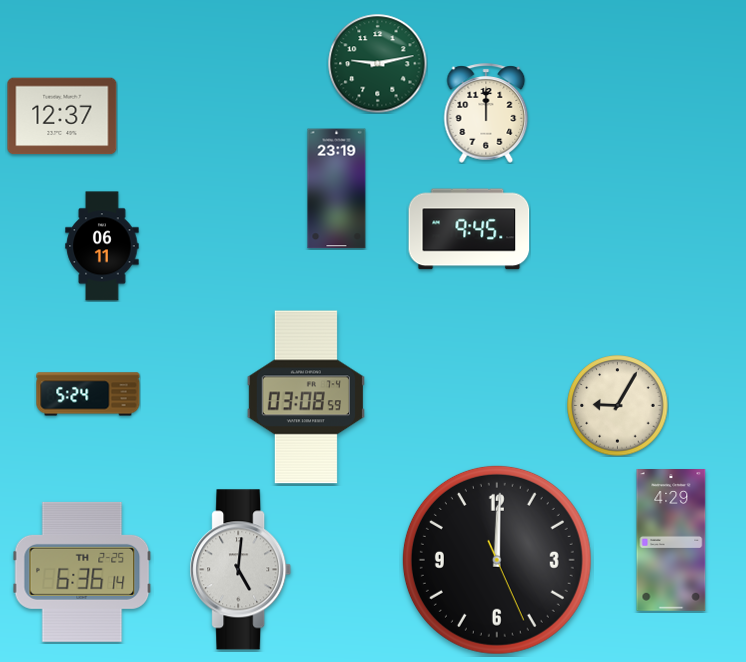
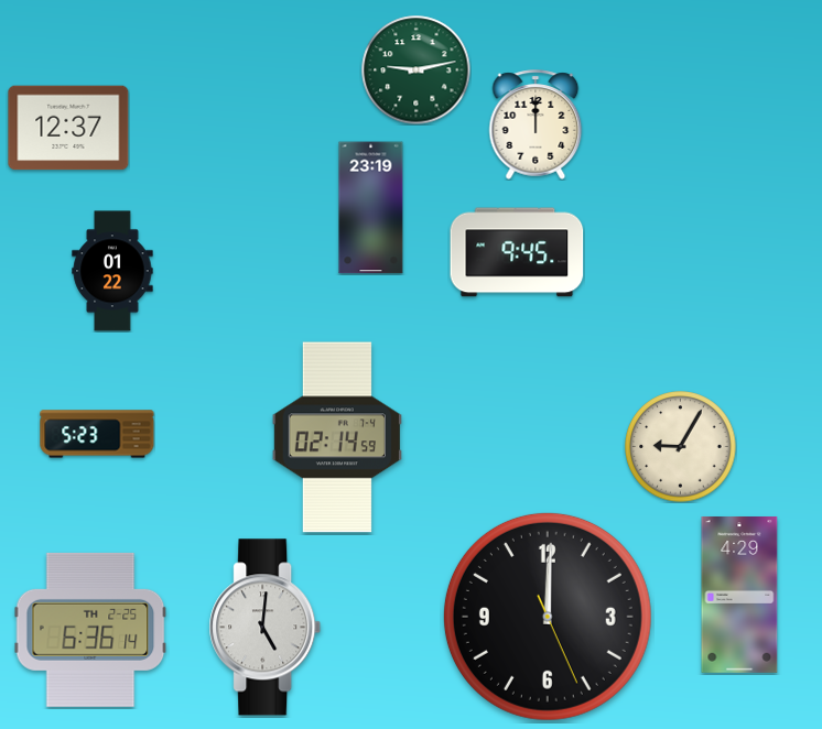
clock at (102, 246): 06:11 -> 01:22
clock at (88, 394): 5:24 -> 5:23
clock at (306, 397): 03:08 -> 02:14
